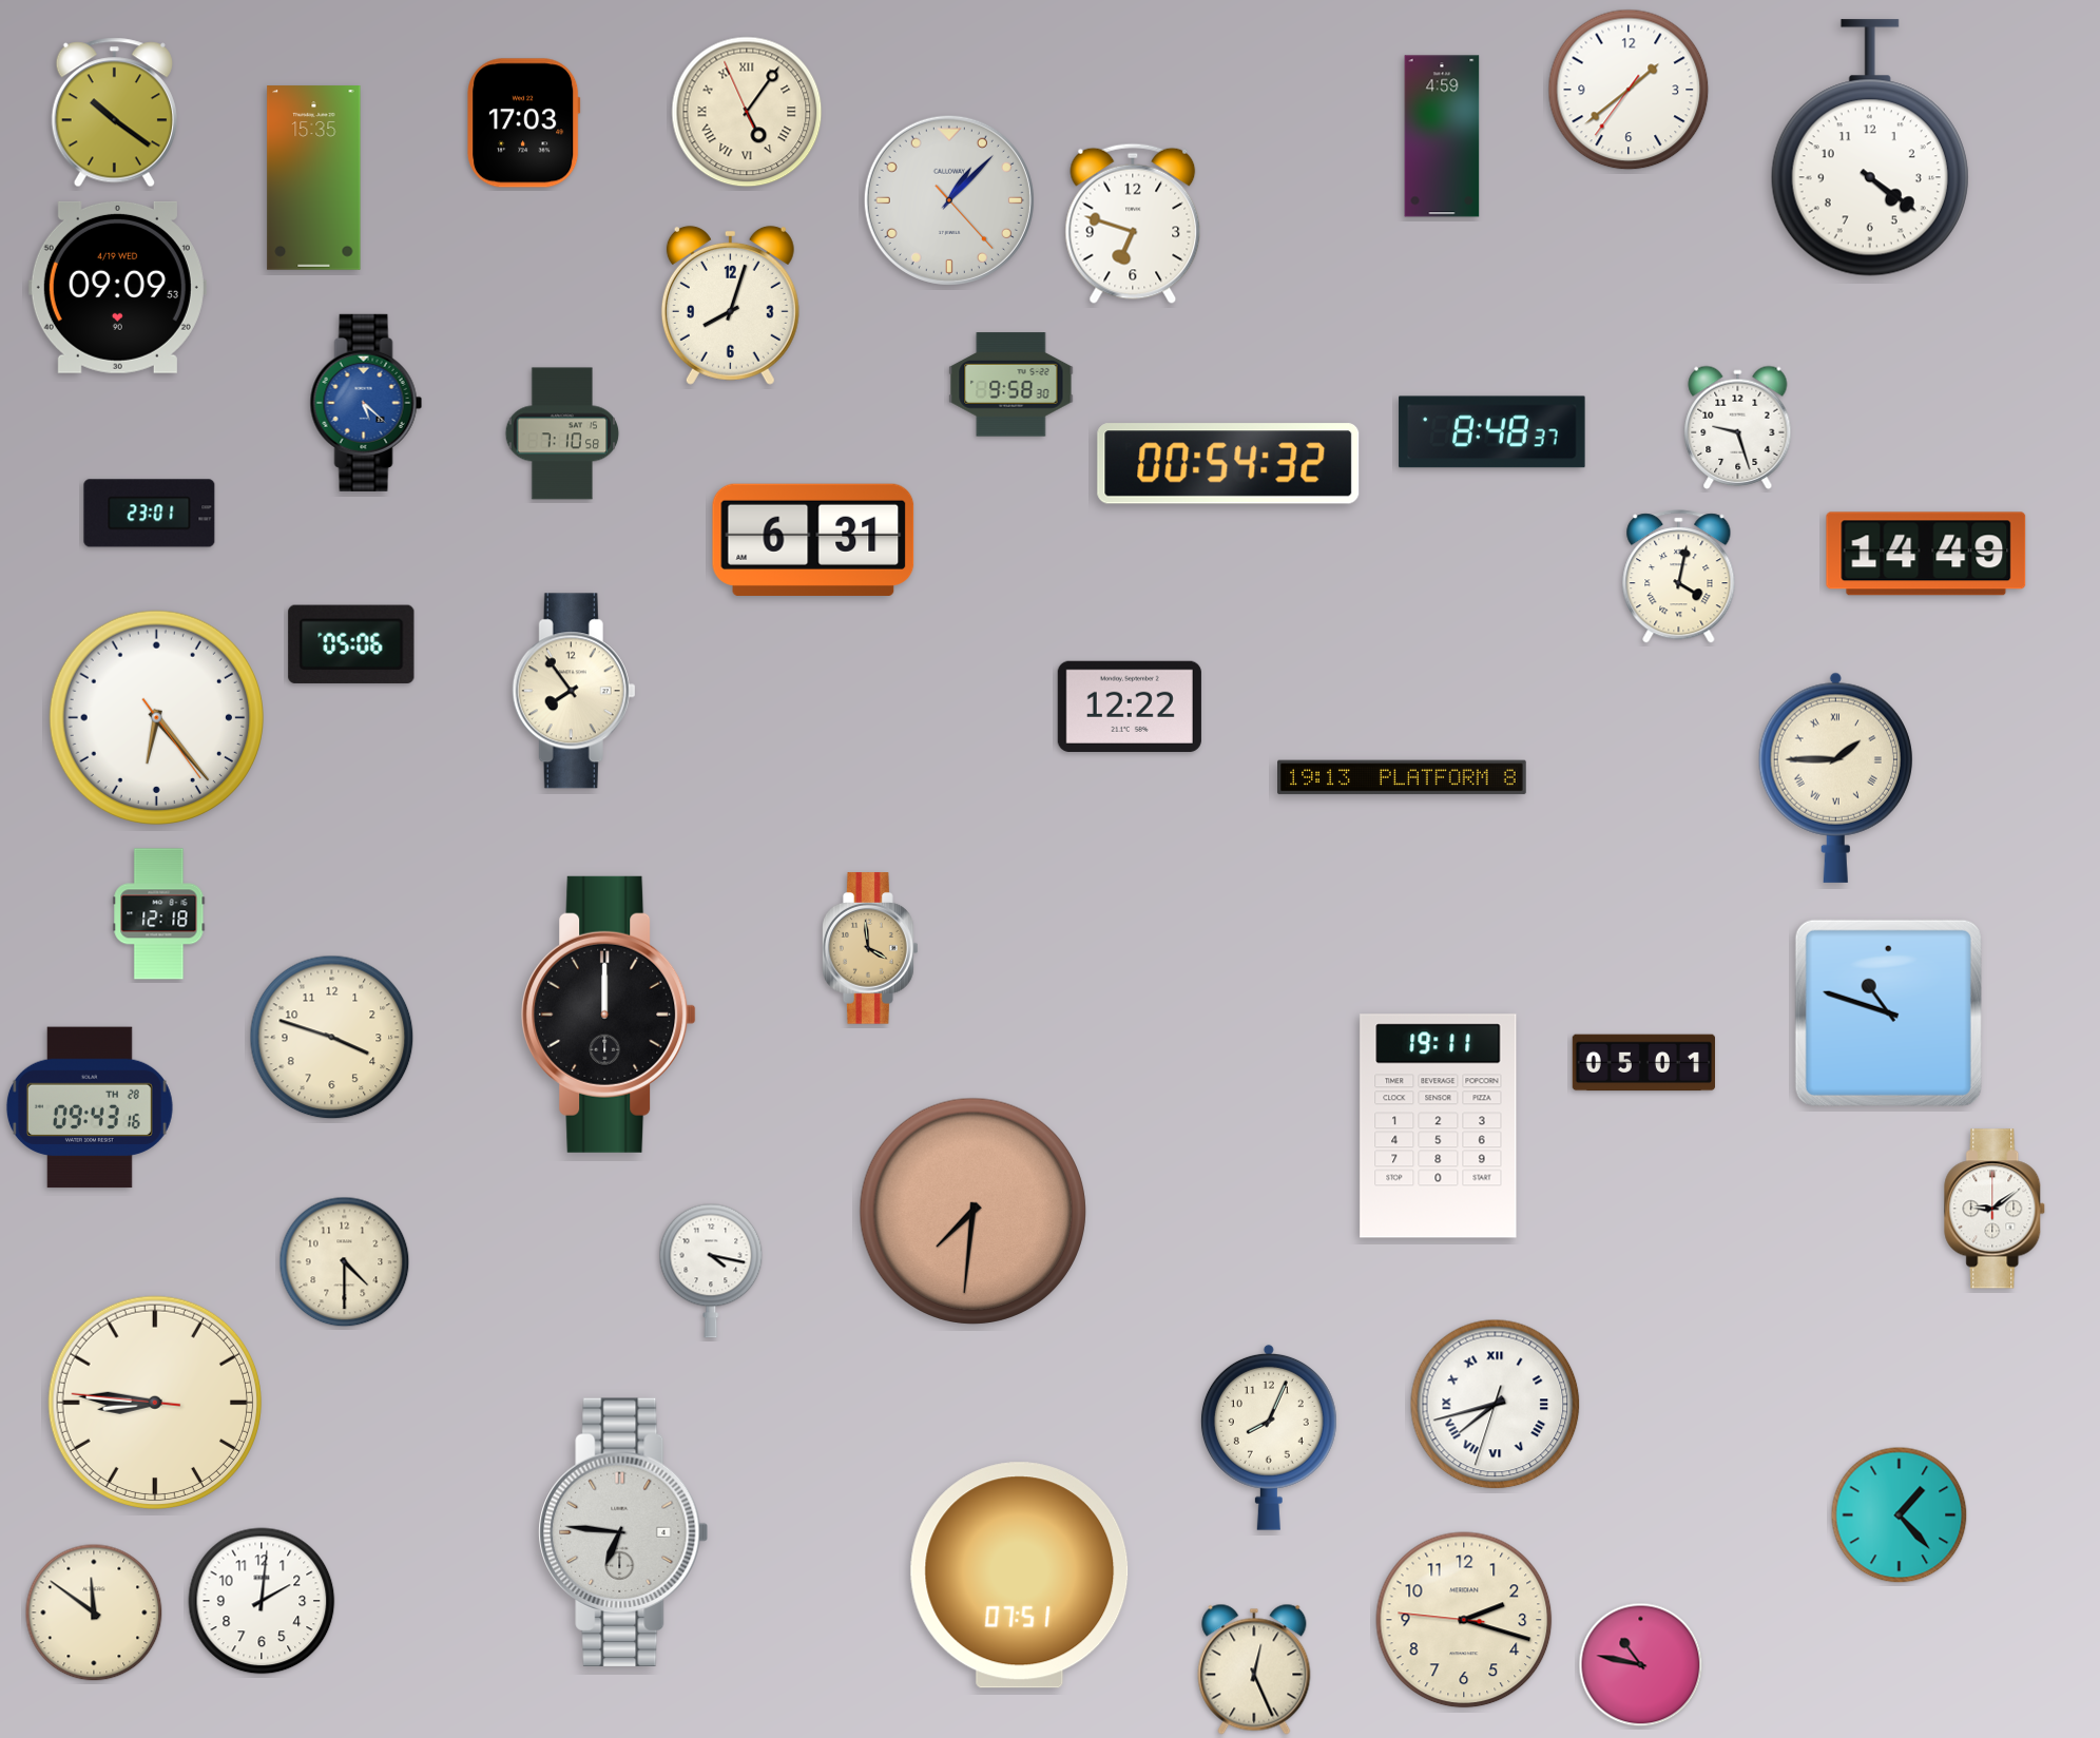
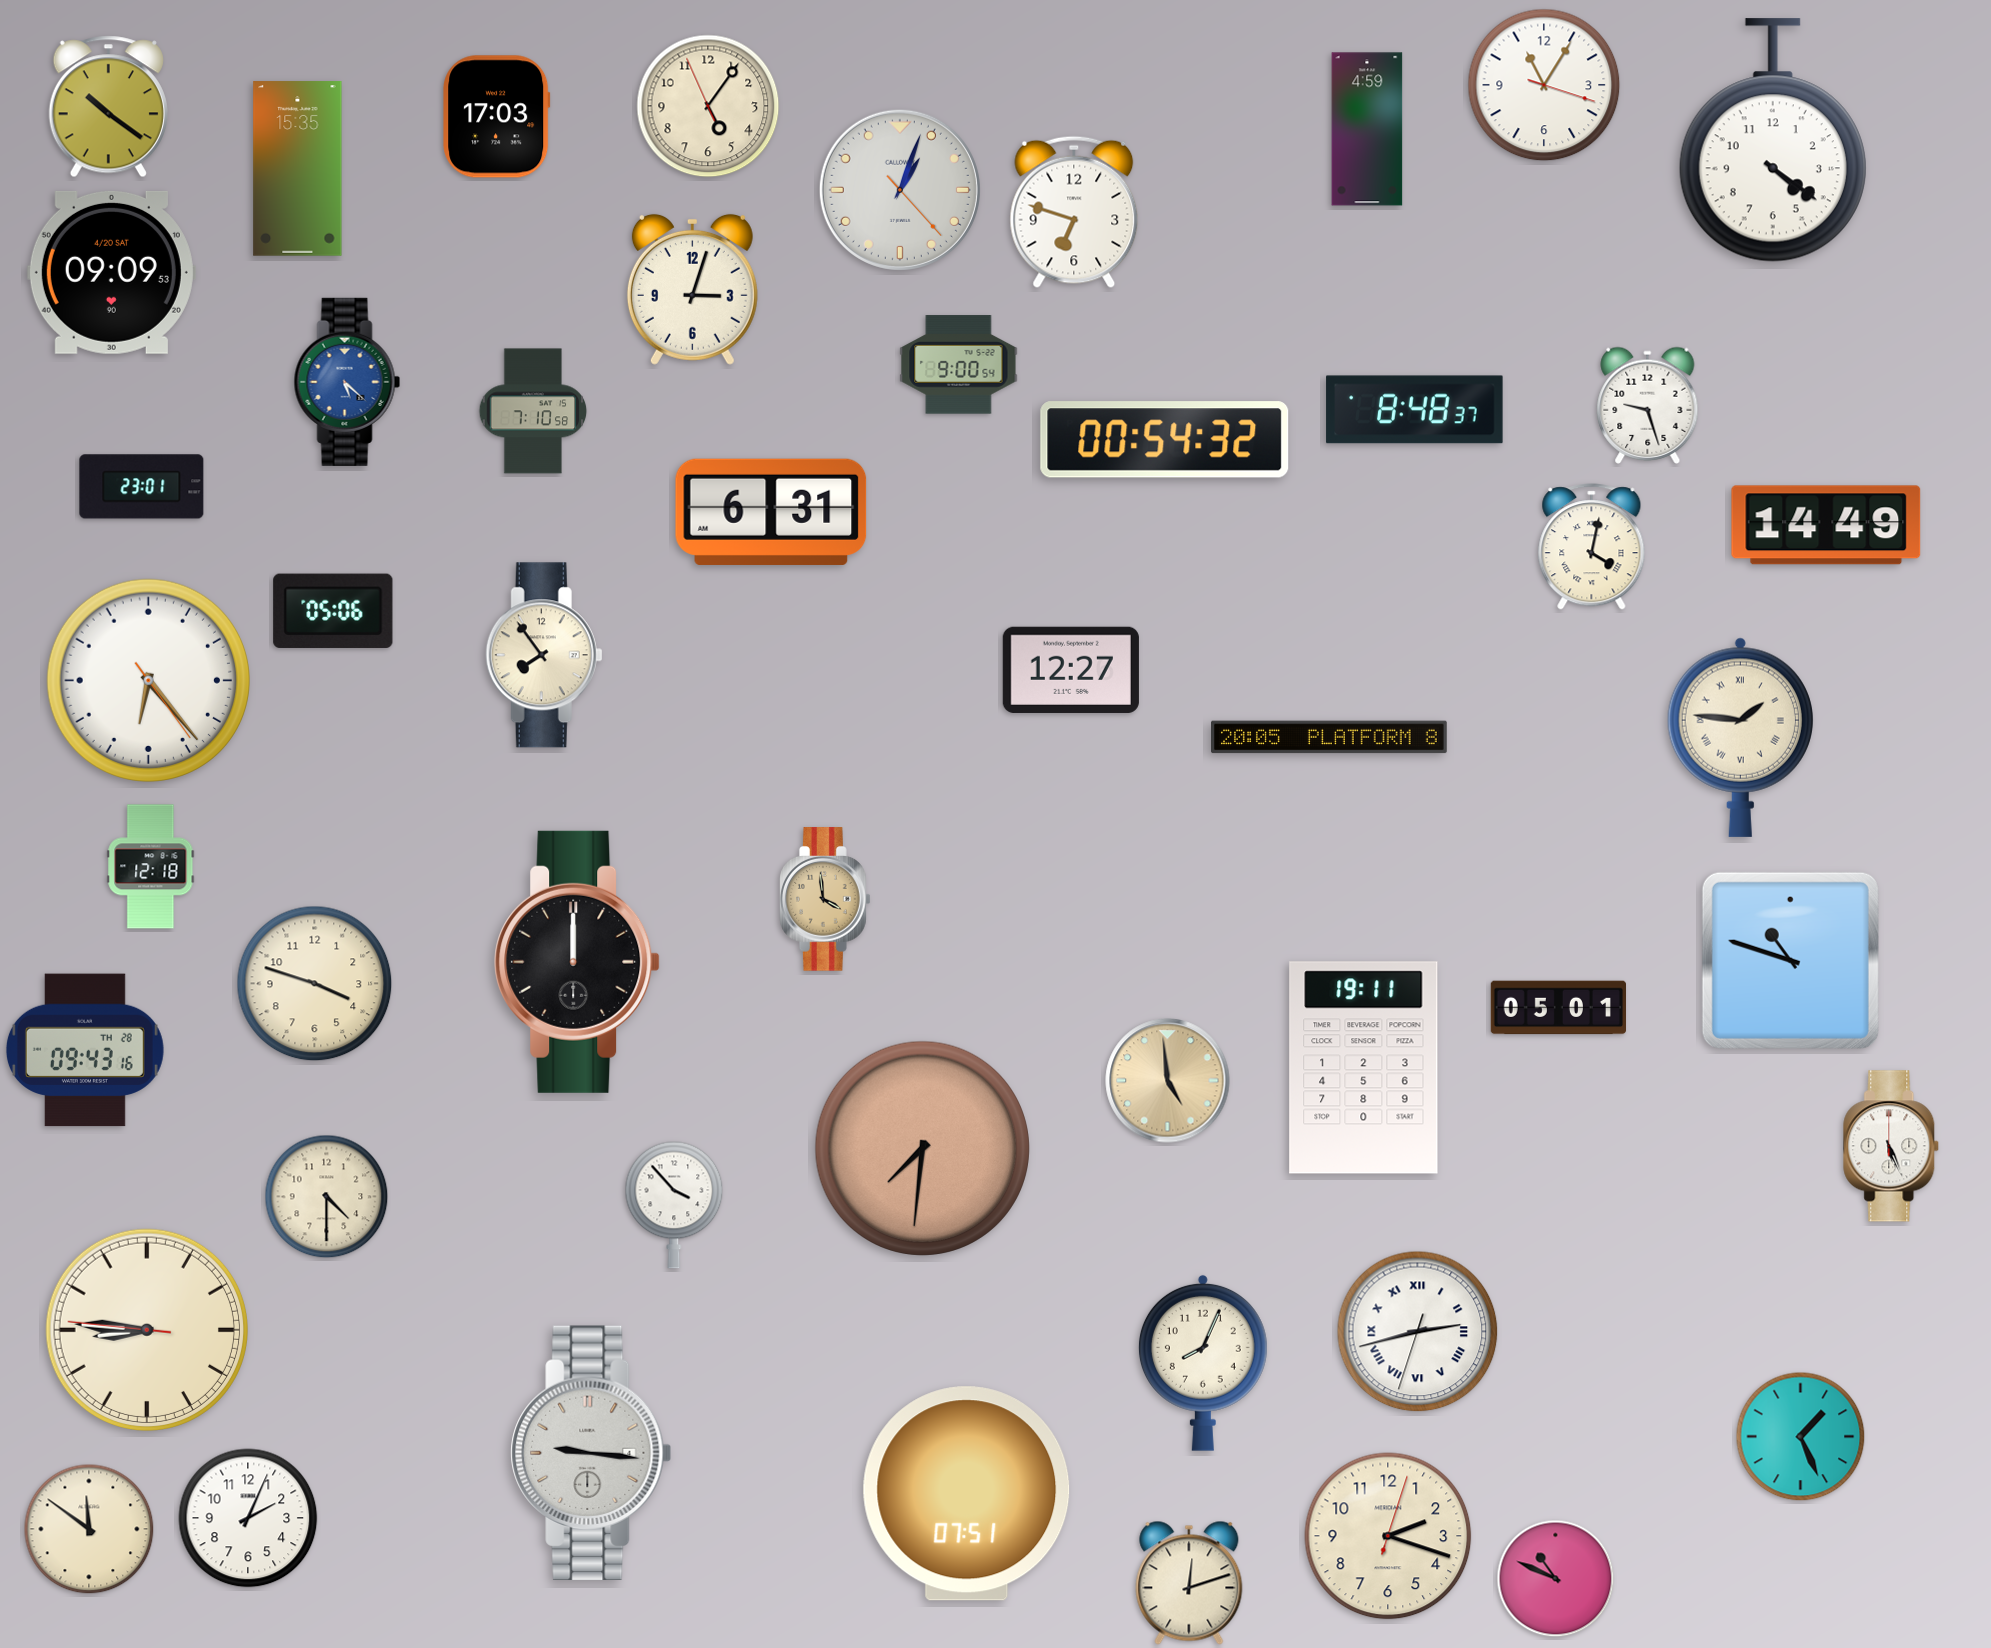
clock at (1629, 90): 1:38 -> 11:05
clock at (747, 112) numerals: Roman -> Arabic
clock at (949, 200): 1:07 -> 1:03
clock at (117, 287) date: 4/19 WED -> 4/20 SAT
clock at (730, 305): 8:03 -> 3:03
clock at (1012, 385): 9:58 -> 9:00
clock at (1130, 707): 12:22 -> 12:27
clock at (1403, 777): 19:13 -> 20:05
clock at (1835, 777): 1:45 -> 1:46
clock at (1168, 1081): none -> 4:59
clock at (1996, 1209): 9:09 -> 5:26
clock at (711, 1271): 4:17 -> 3:53
clock at (1496, 1405): 7:42 -> 2:42
clock at (1900, 1515): 1:23 -> 1:26
clock at (623, 1531): 6:46 -> 9:16
clock at (262, 1601): 2:01 -> 2:04
clock at (1464, 1620): 2:17 -> 2:18
clock at (1641, 1665): 10:47 -> 10:49
clock at (1254, 1669): 12:26 -> 12:12
